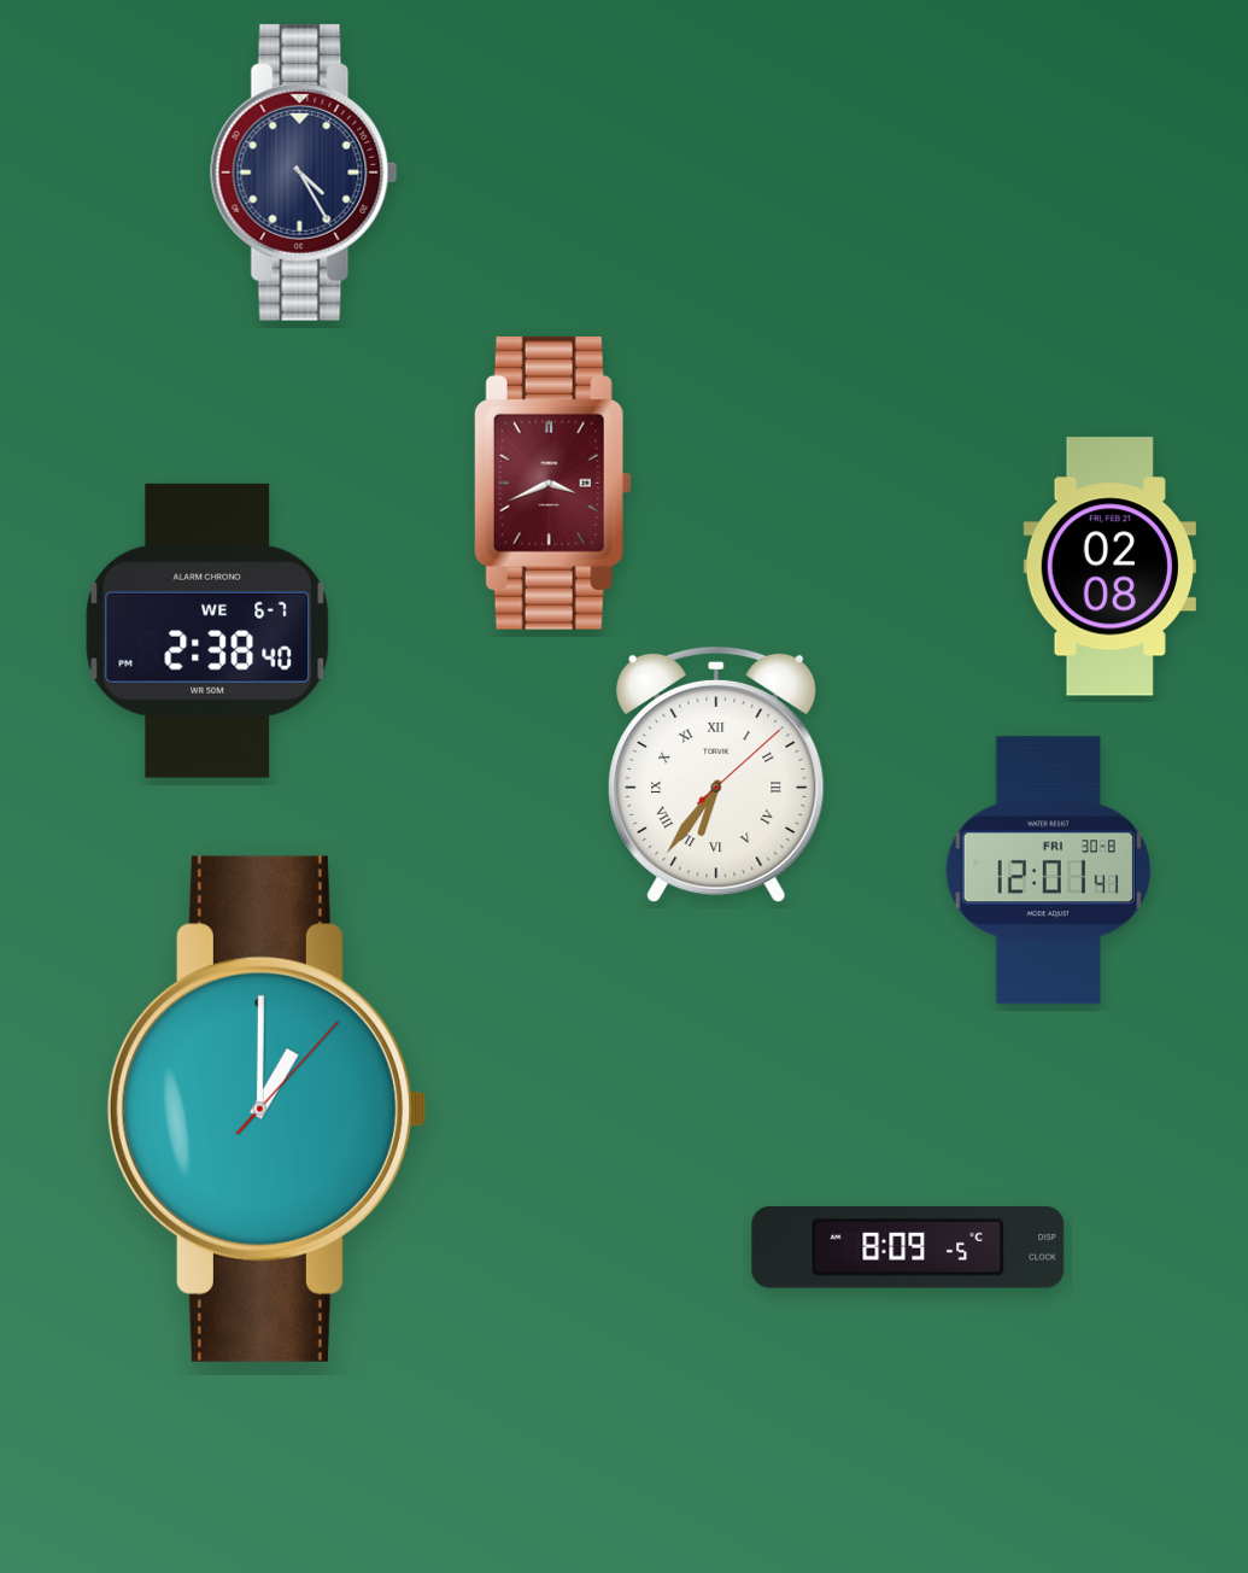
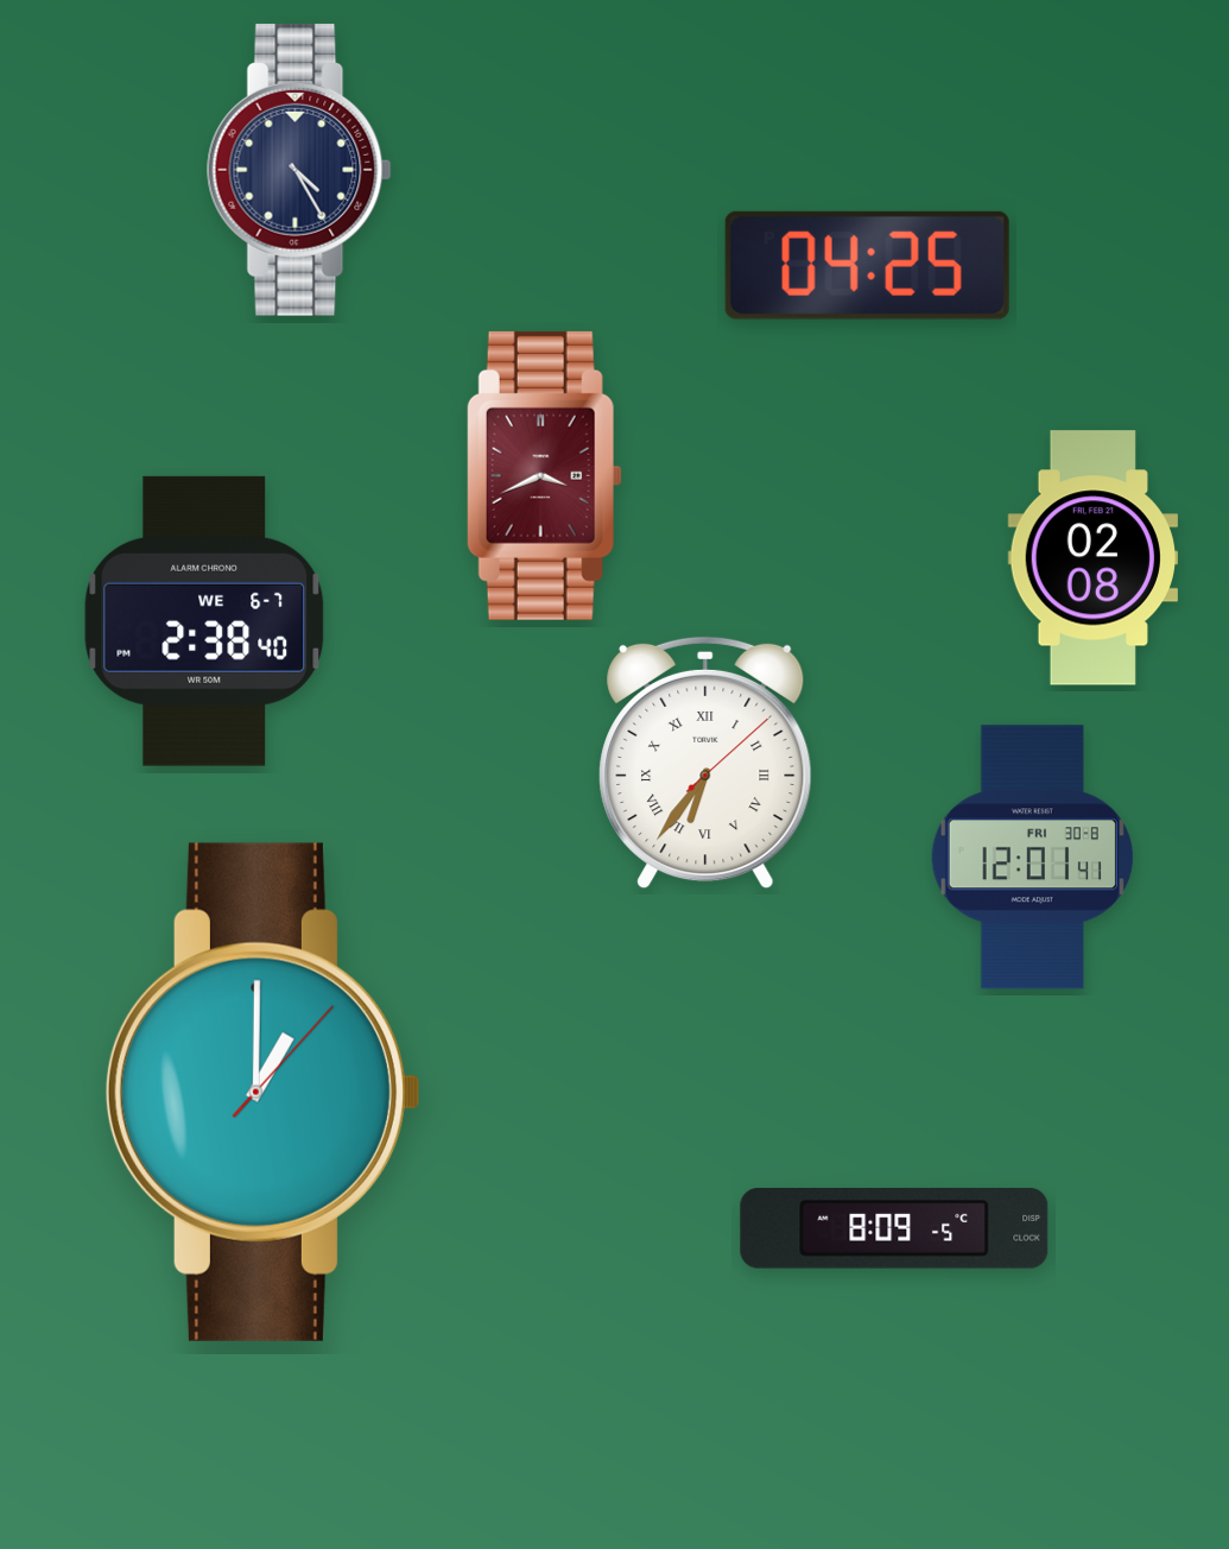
clock at (867, 265): none -> 04:25
